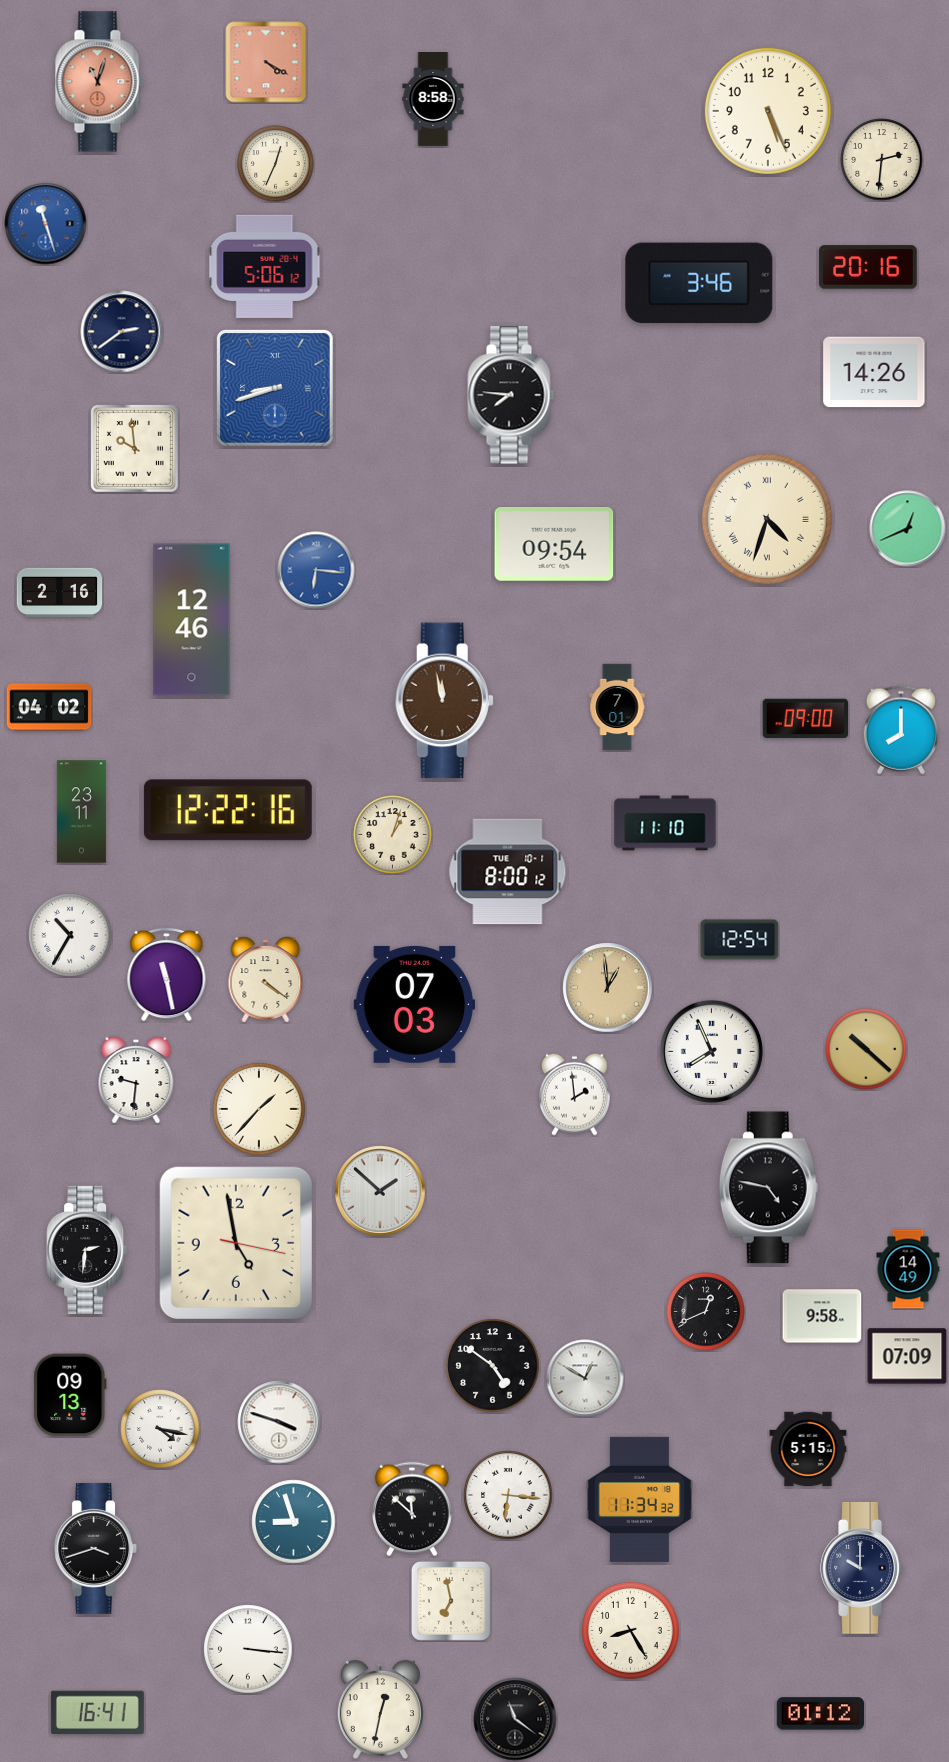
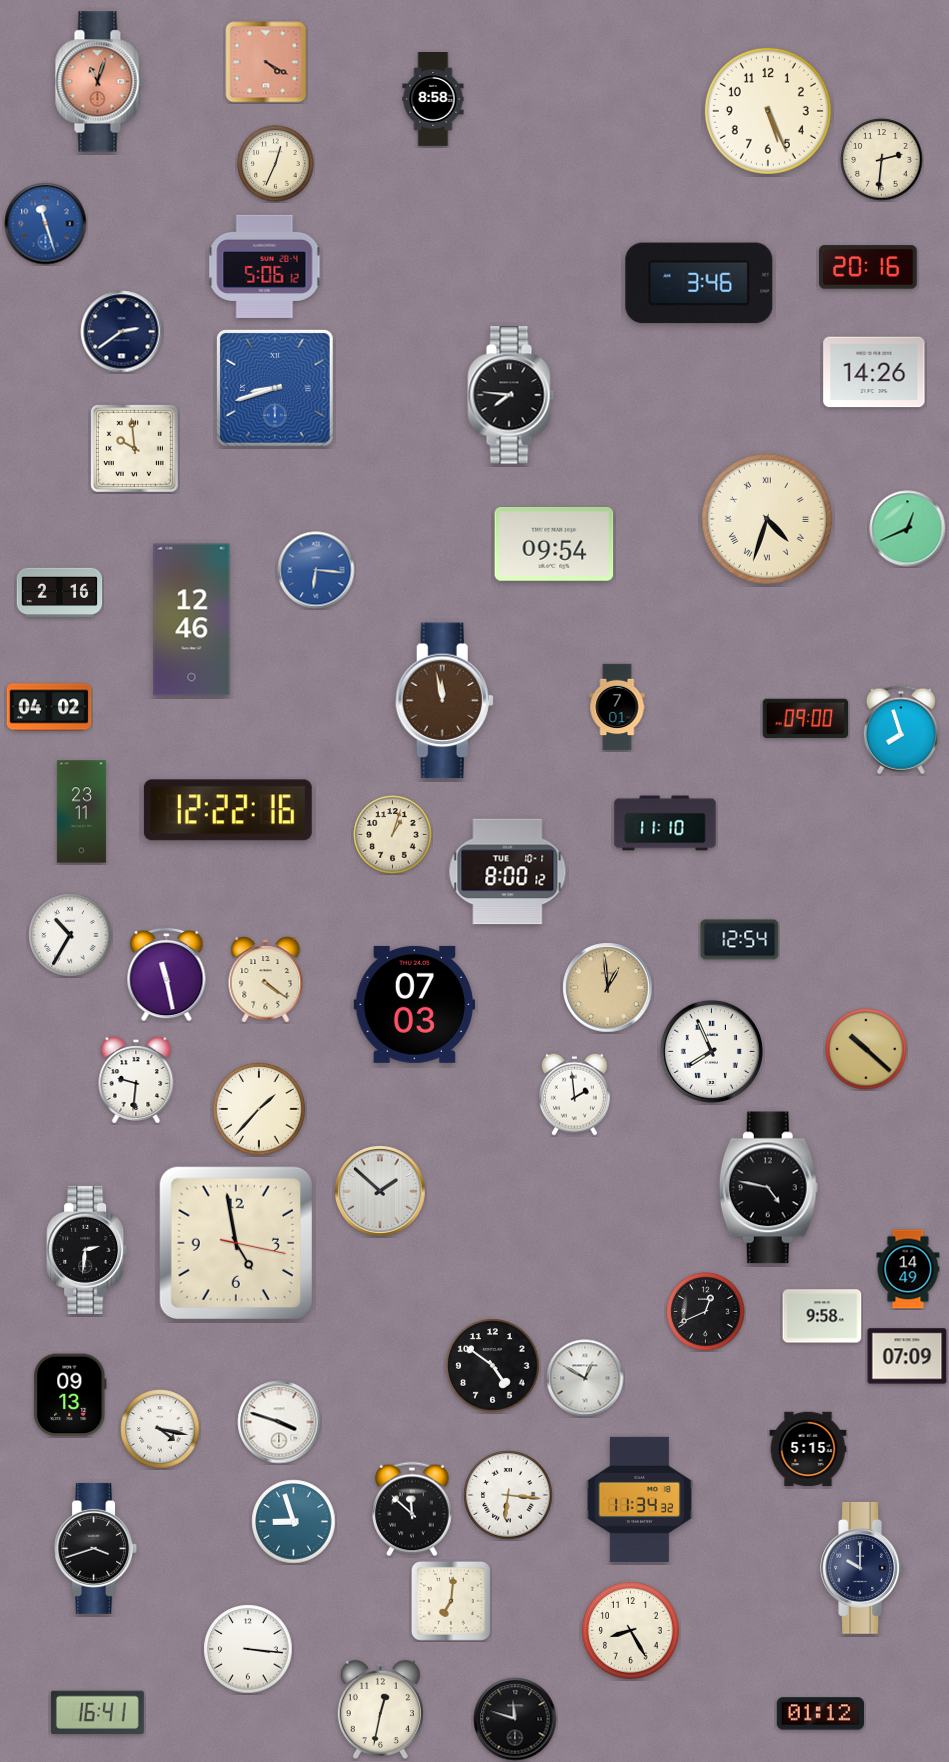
clock at (900, 730): 8:00 -> 7:57
clock at (451, 1601): 6:58 -> 7:01
clock at (515, 1719): 11:21 -> 11:48
